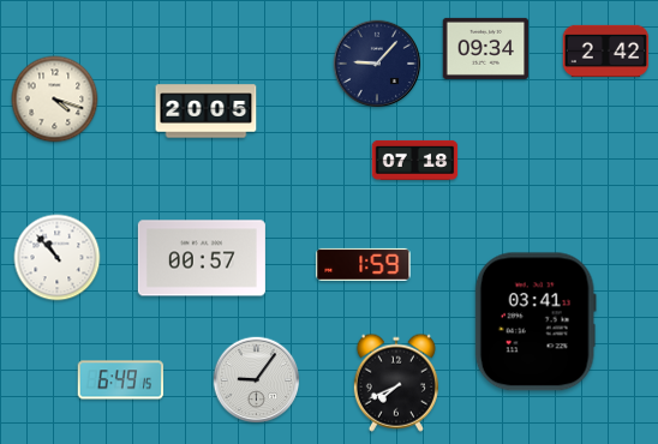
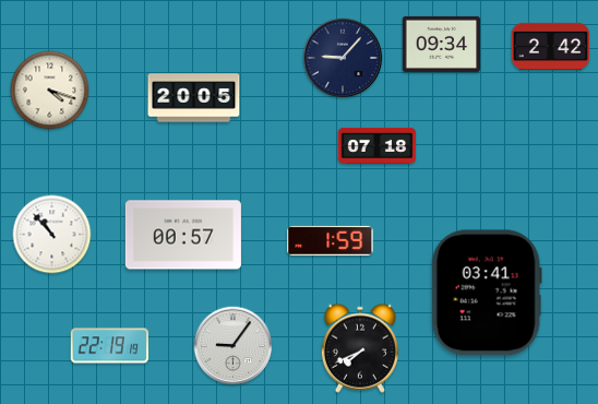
clock at (207, 112) position: (207, 112) -> (194, 98)
clock at (121, 380): 6:49 -> 22:19
